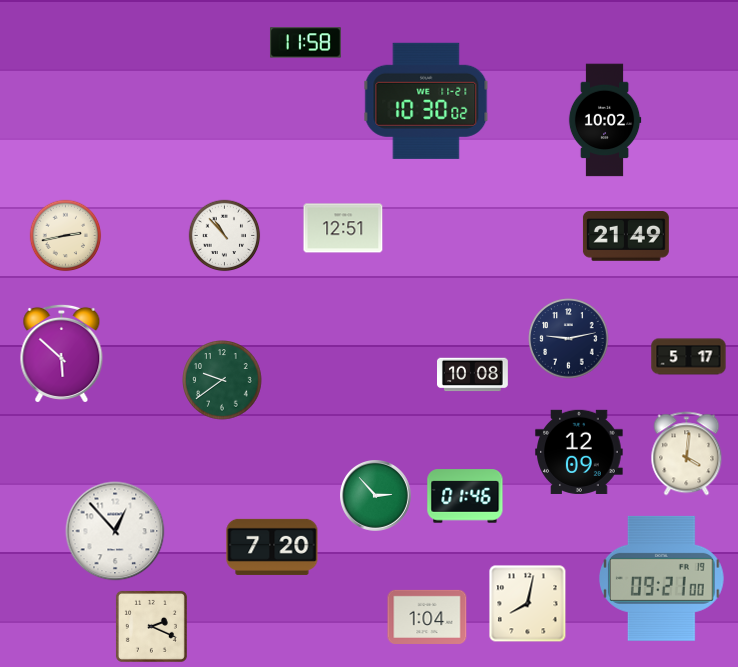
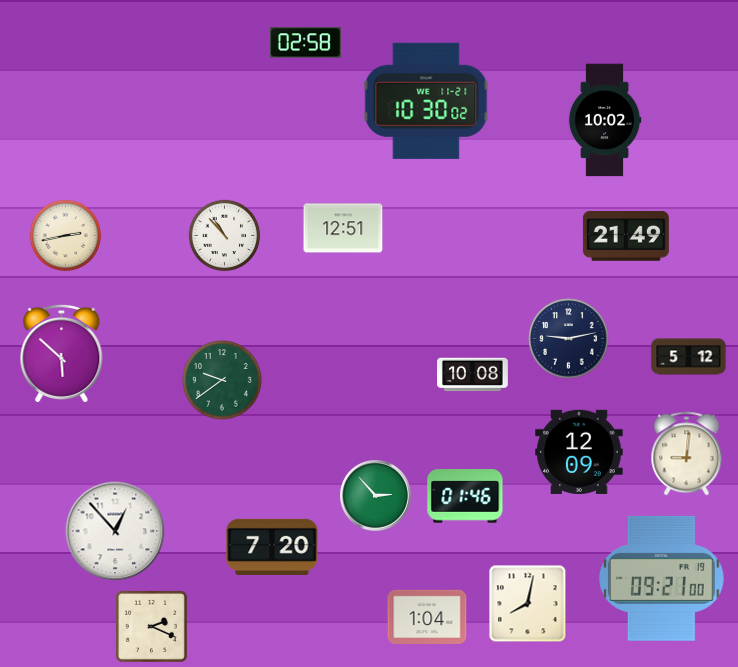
clock at (305, 43): 11:58 -> 02:58
clock at (689, 357): 5:17 -> 5:12
clock at (687, 454): 4:01 -> 9:01
